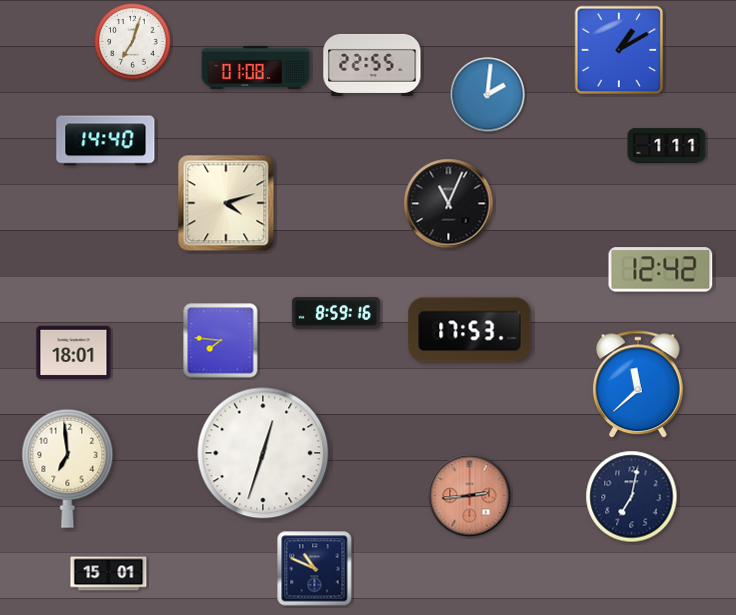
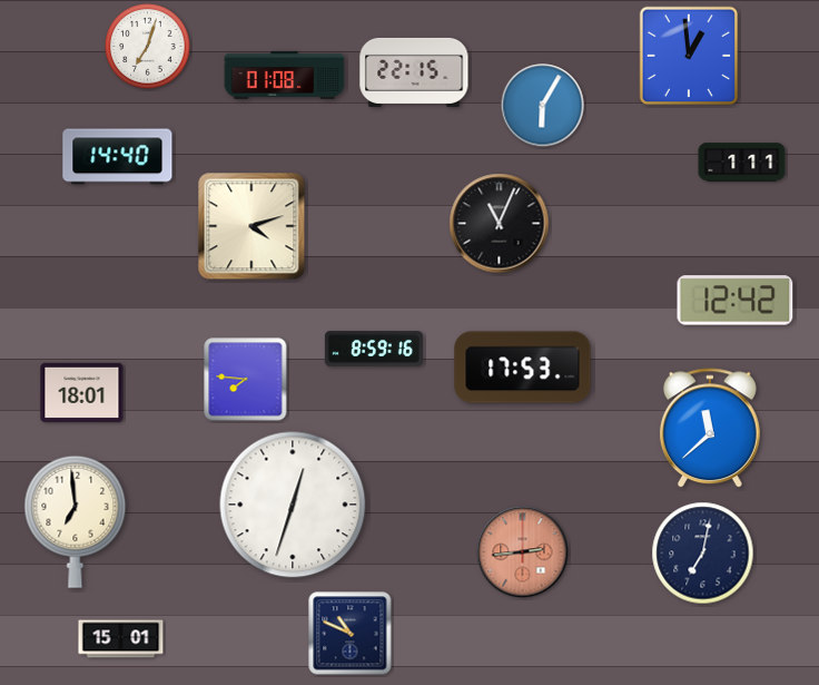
clock at (619, 50): 1:10 -> 12:59
clock at (372, 65): 22:55 -> 22:15
clock at (488, 95): 2:01 -> 6:05
clock at (449, 204) position: (449, 204) -> (500, 224)
